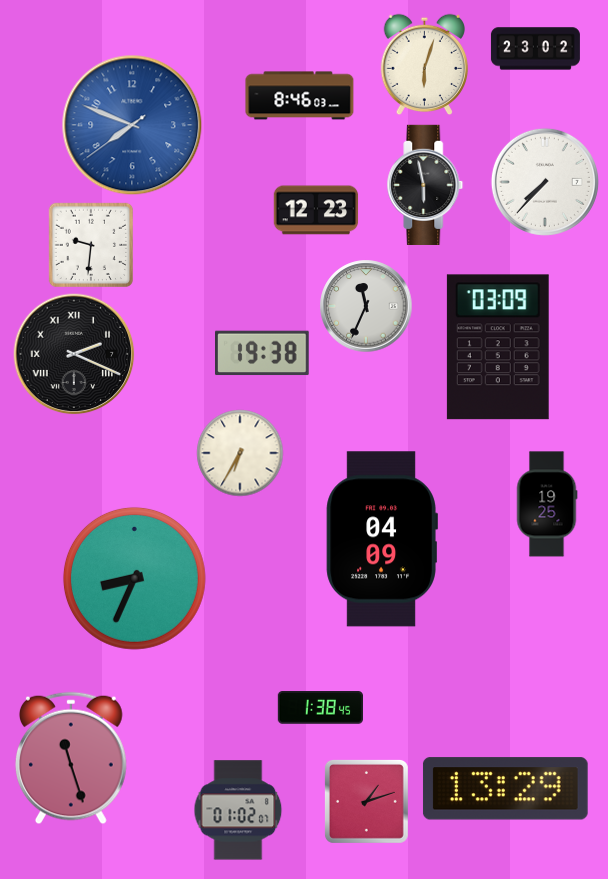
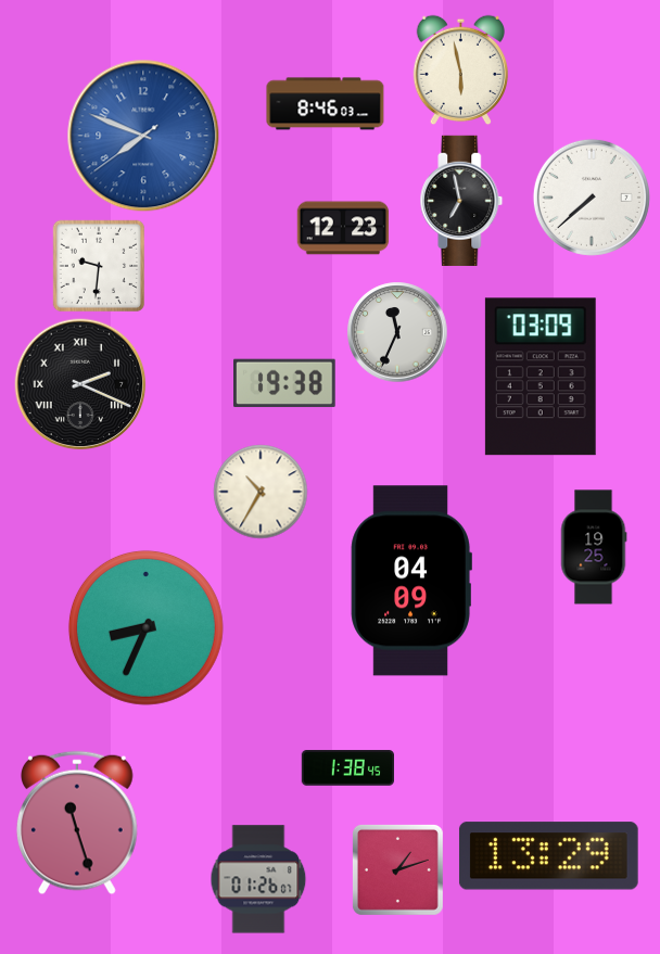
clock at (535, 49): 23:02 -> none
clock at (424, 65): 6:03 -> 5:58
clock at (545, 182): 7:37 -> 7:38
clock at (425, 184): 5:58 -> 6:58
clock at (240, 453): 6:35 -> 10:35
clock at (382, 539) position: (382, 539) -> (411, 581)
clock at (238, 810): 01:02 -> 01:26
